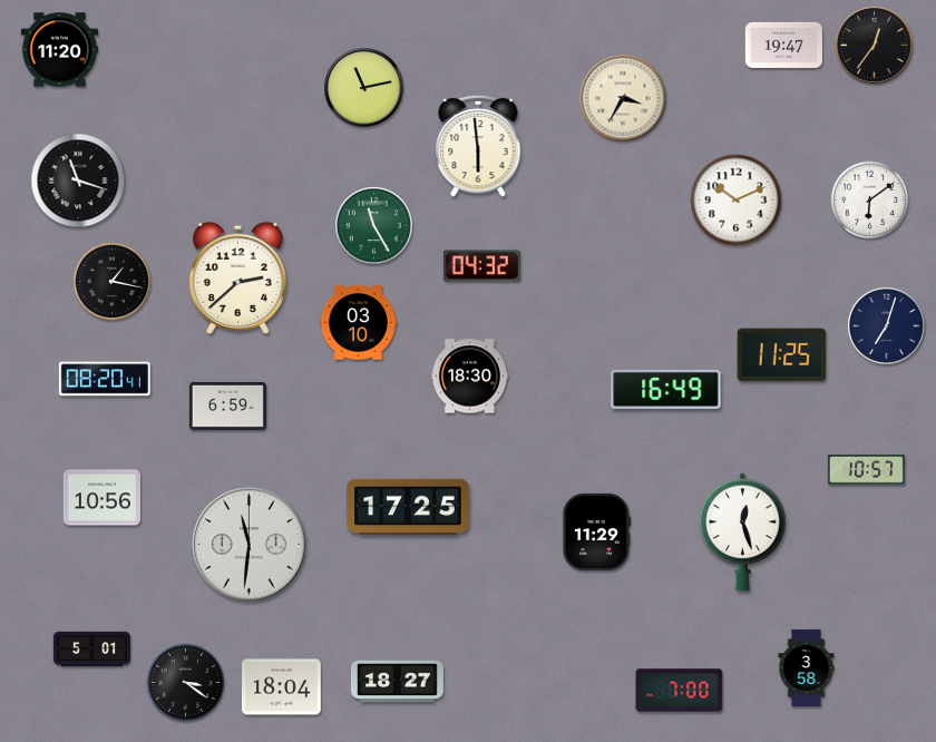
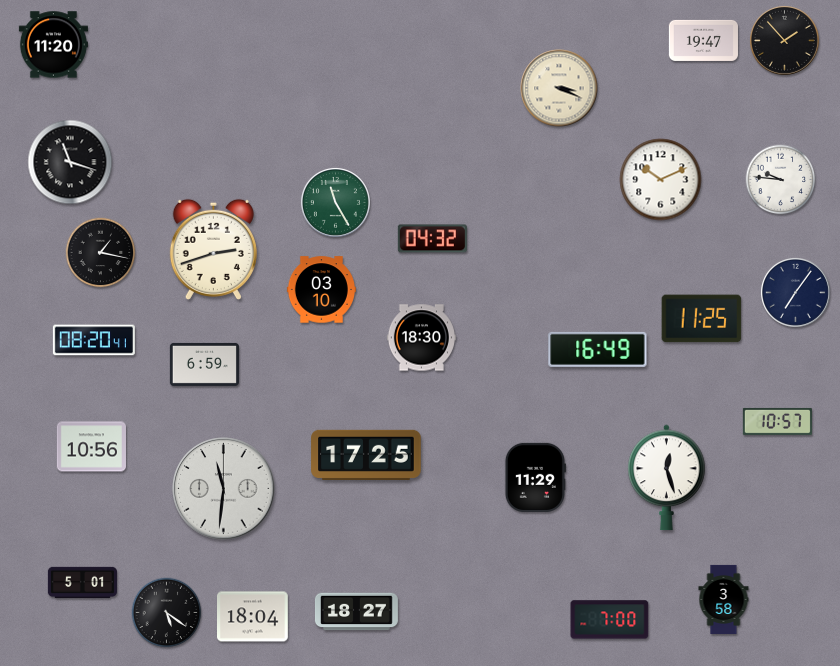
clock at (874, 45): 12:36 -> 1:53
clock at (364, 88): 11:13 -> none
clock at (623, 98): 3:35 -> 3:19
clock at (478, 146): 5:59 -> none
clock at (870, 201): 6:09 -> 9:46
clock at (237, 277): 2:38 -> 2:42
clock at (886, 325): 7:03 -> 7:06
clock at (186, 683): 3:21 -> 5:21
